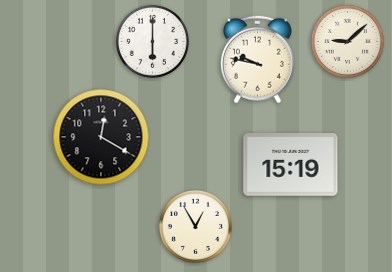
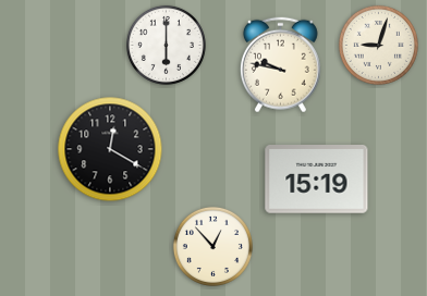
clock at (347, 41): 9:08 -> 9:03
clock at (195, 226): 12:55 -> 12:53
